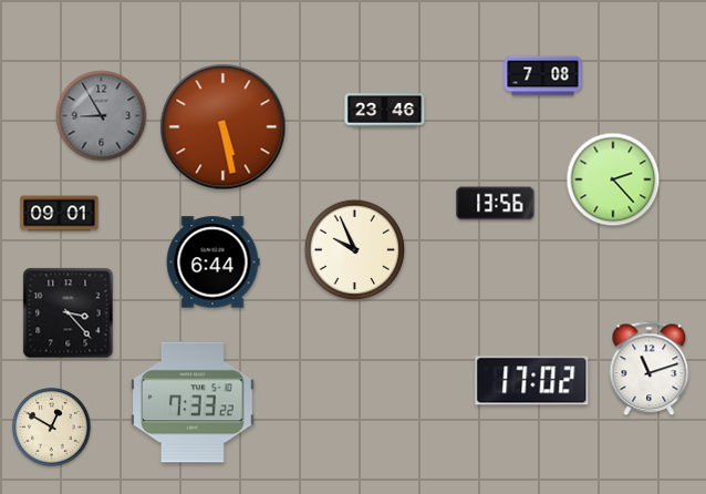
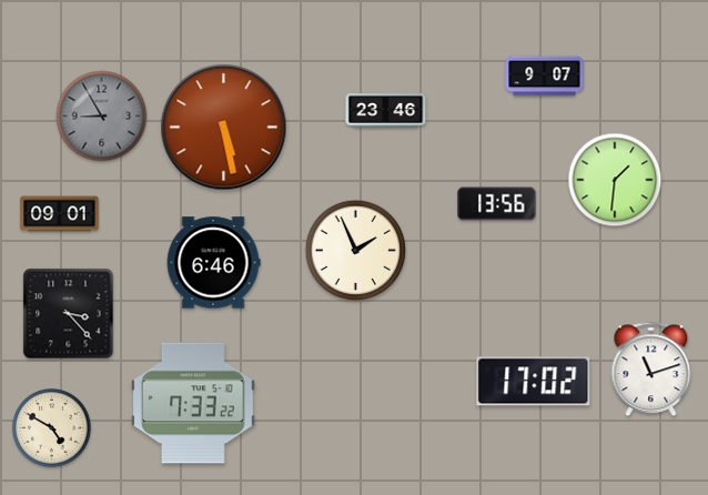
clock at (543, 76): 7:08 -> 9:07
clock at (613, 179): 2:23 -> 1:31
clock at (355, 250): 9:56 -> 1:56
clock at (212, 263): 6:44 -> 6:46
clock at (52, 428): 12:50 -> 4:50
